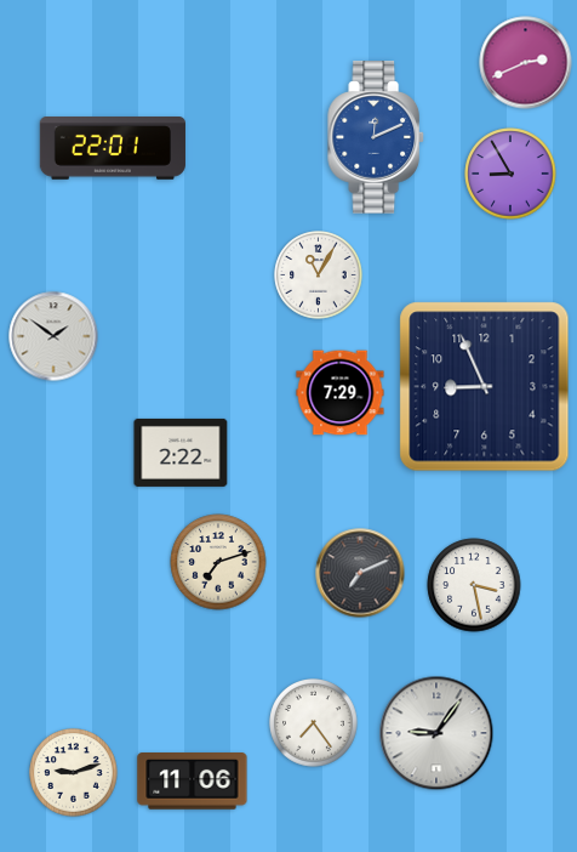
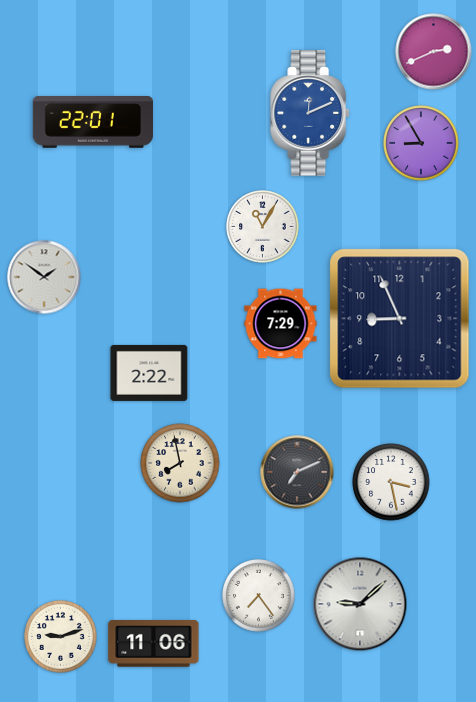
clock at (218, 562): 7:12 -> 7:58
clock at (436, 733): 9:06 -> 9:08
clock at (193, 782) position: (193, 782) -> (154, 644)
